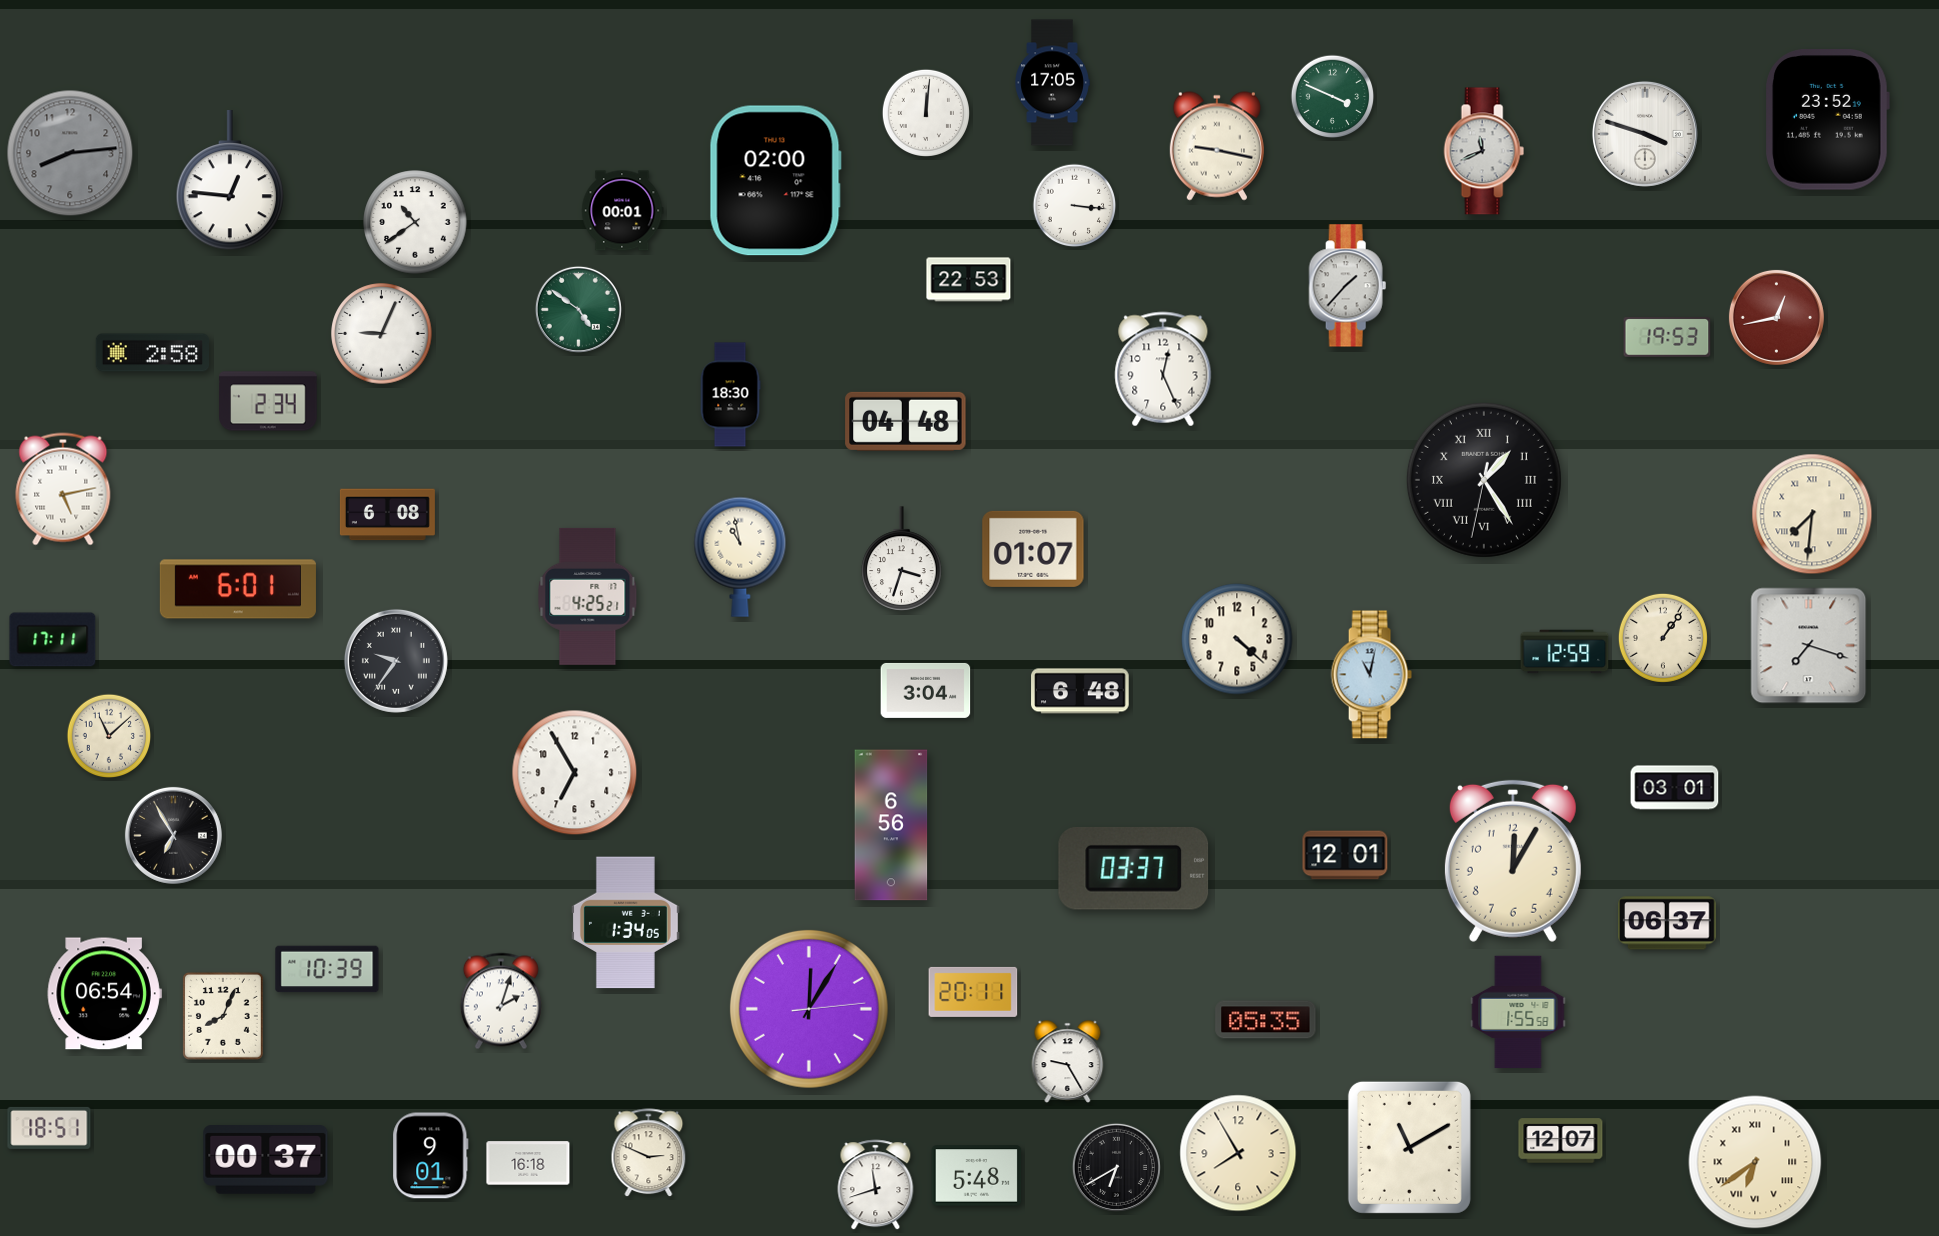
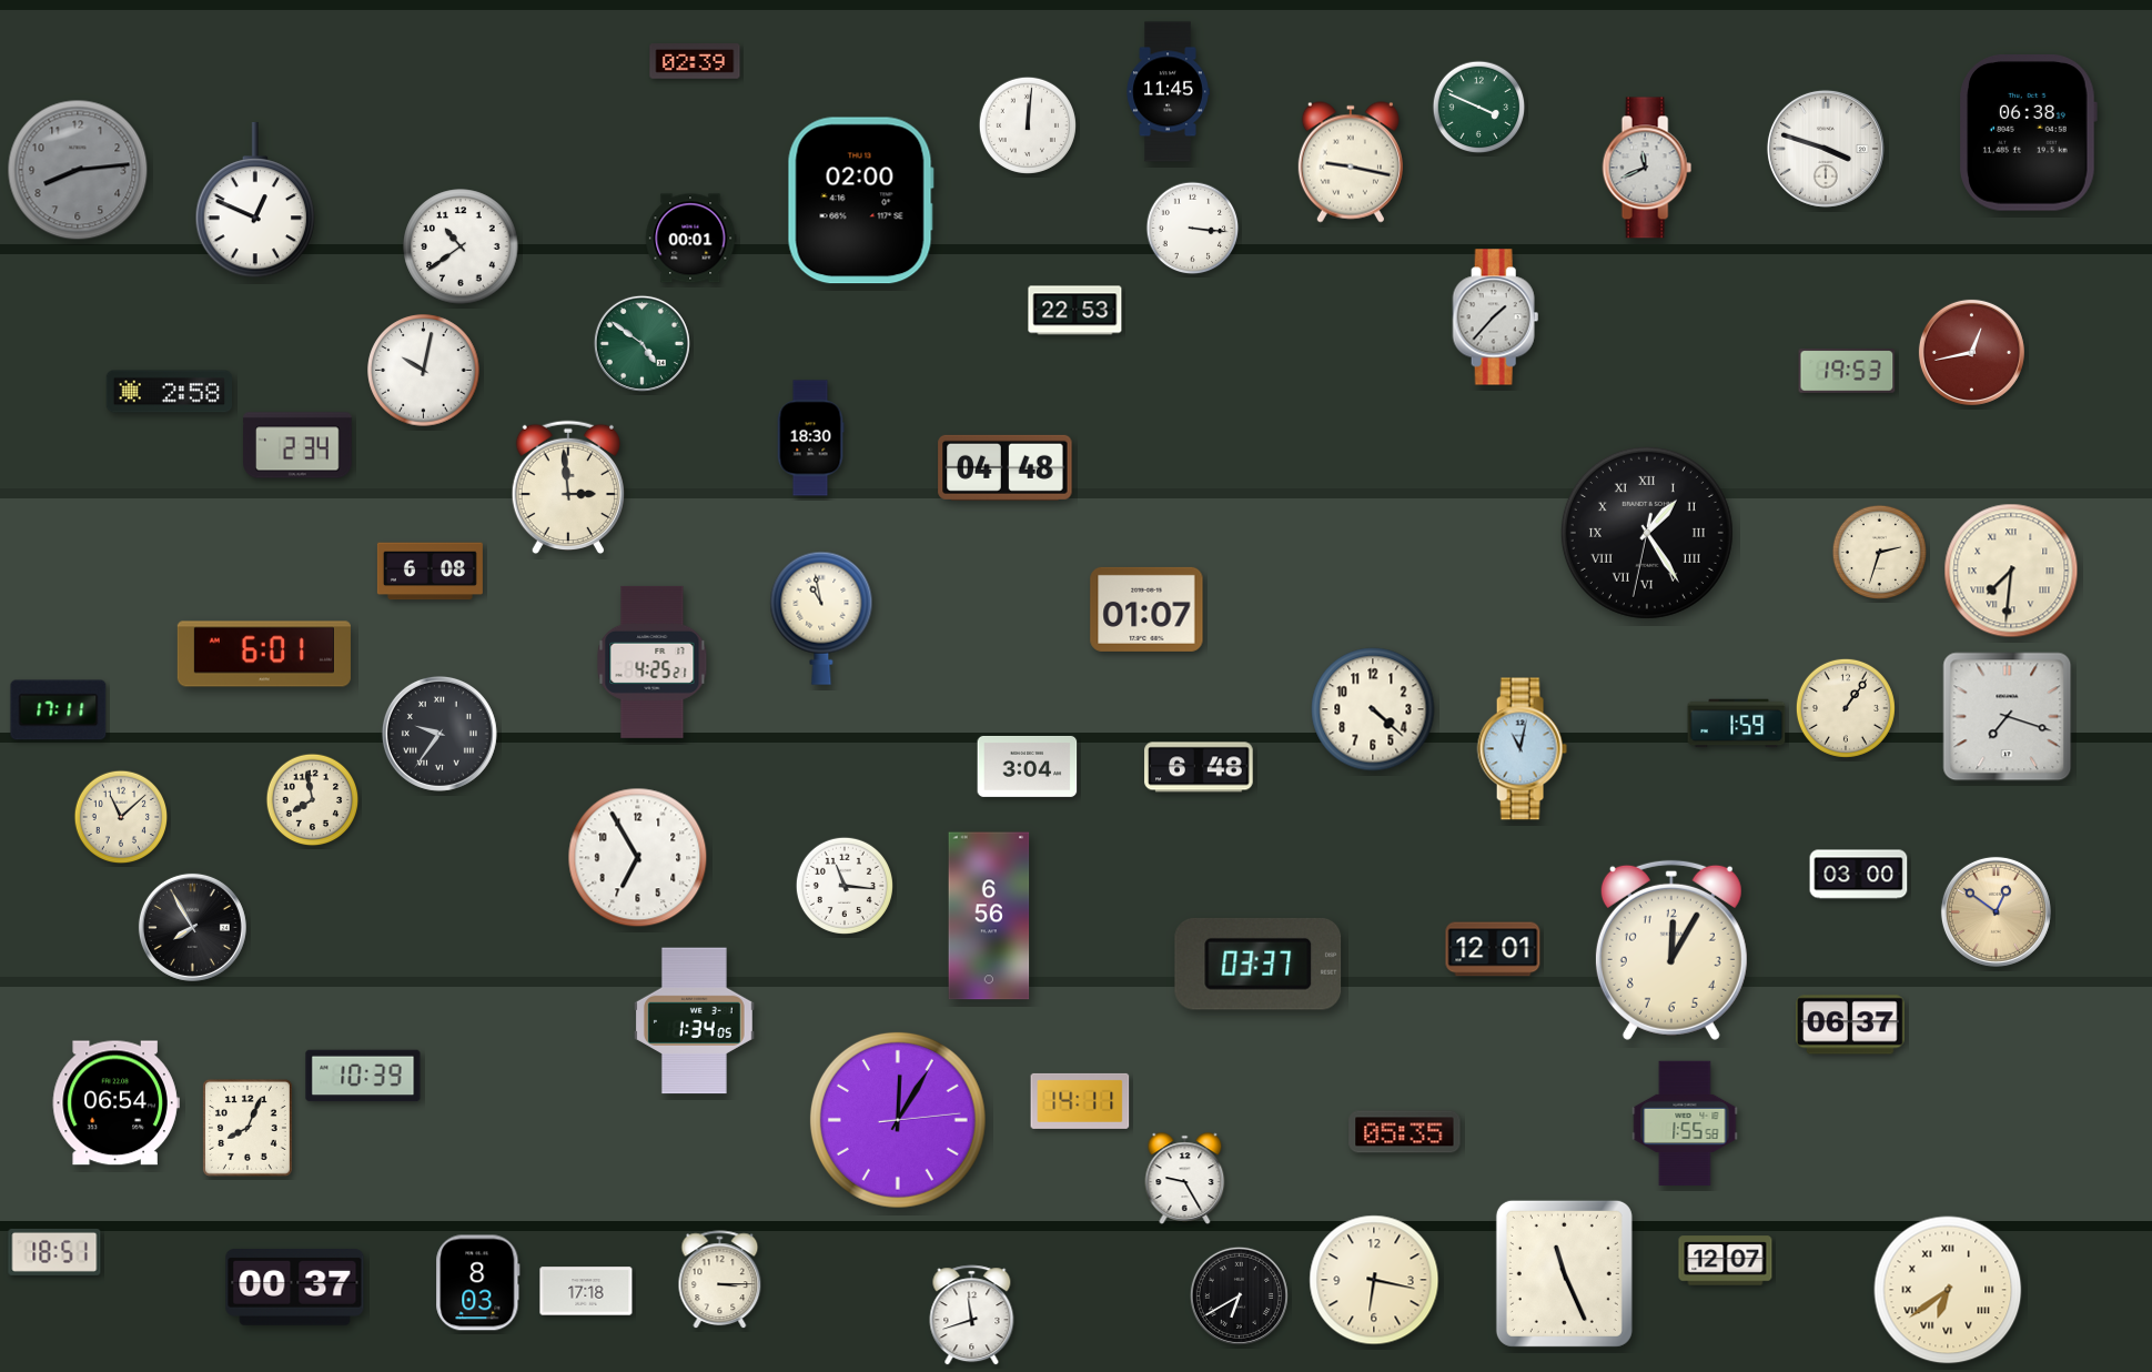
clock at (695, 61): none -> 02:39
clock at (1052, 83): 17:05 -> 11:45
clock at (1827, 120): 23:52 -> 06:38
clock at (229, 181): 12:46 -> 12:49
clock at (623, 211) position: (623, 211) -> (691, 239)
clock at (382, 334): 9:04 -> 10:02
clock at (1667, 337) position: (1667, 337) -> (1847, 371)
clock at (1163, 369): 12:26 -> none
clock at (568, 486): none -> 2:59
clock at (63, 489): 5:13 -> none
clock at (1880, 553): none -> 2:33
clock at (902, 559): 3:33 -> none
clock at (1565, 652): 12:59 -> 1:59
clock at (313, 800): none -> 7:58
clock at (1675, 788): 03:01 -> 03:00
clock at (845, 886): none -> 11:16
clock at (1996, 911): none -> 12:51
clock at (173, 835): 6:55 -> 7:55
clock at (1513, 861) position: (1513, 861) -> (1671, 950)
clock at (625, 923) position: (625, 923) -> (694, 1021)
clock at (973, 992): 20:11 -> 14:11
clock at (501, 1001): 2:03 -> none
clock at (1561, 1141) position: (1561, 1141) -> (1726, 1261)
clock at (1409, 1147): 11:10 -> 11:26
clock at (649, 1153): 2:49 -> 3:15
clock at (1238, 1153): 7:55 -> 6:17
clock at (431, 1156): 9:01 -> 8:03
clock at (528, 1163): 16:18 -> 17:18
clock at (977, 1176): 5:48 -> none
